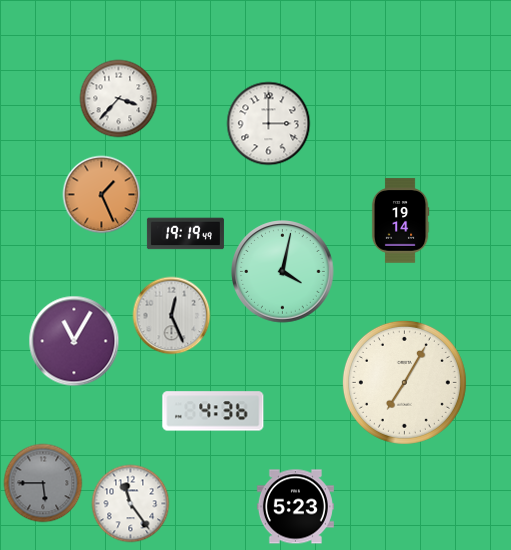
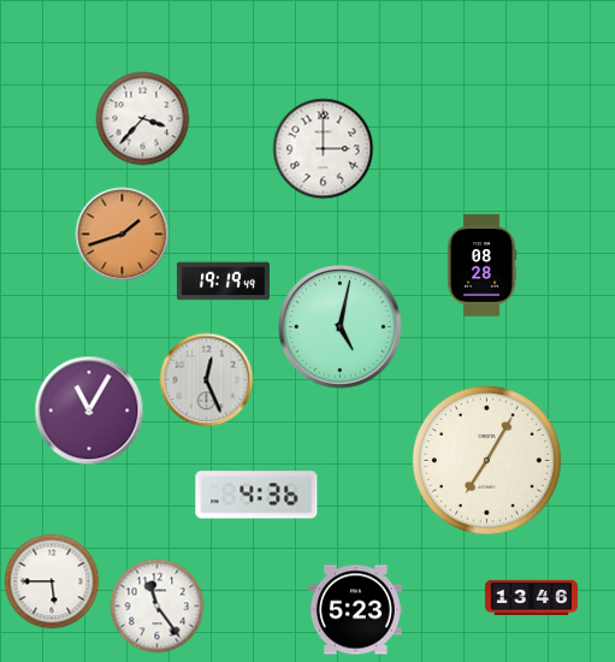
clock at (101, 194): 1:26 -> 1:42
clock at (400, 221): 19:14 -> 08:28
clock at (283, 272): 4:02 -> 5:02
clock at (43, 483) dial: grey -> white
clock at (531, 597): none -> 13:46
